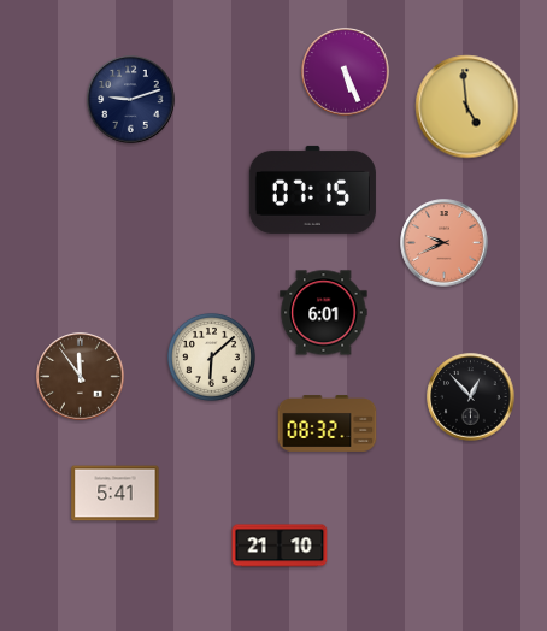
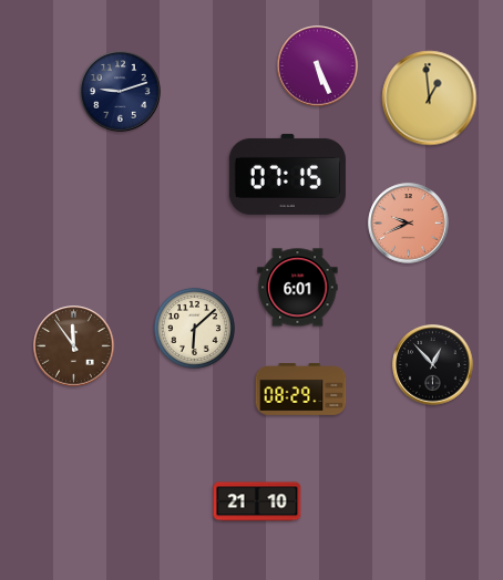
clock at (467, 107): 4:59 -> 12:59
clock at (328, 424): 08:32 -> 08:29
clock at (116, 494): 5:41 -> none
